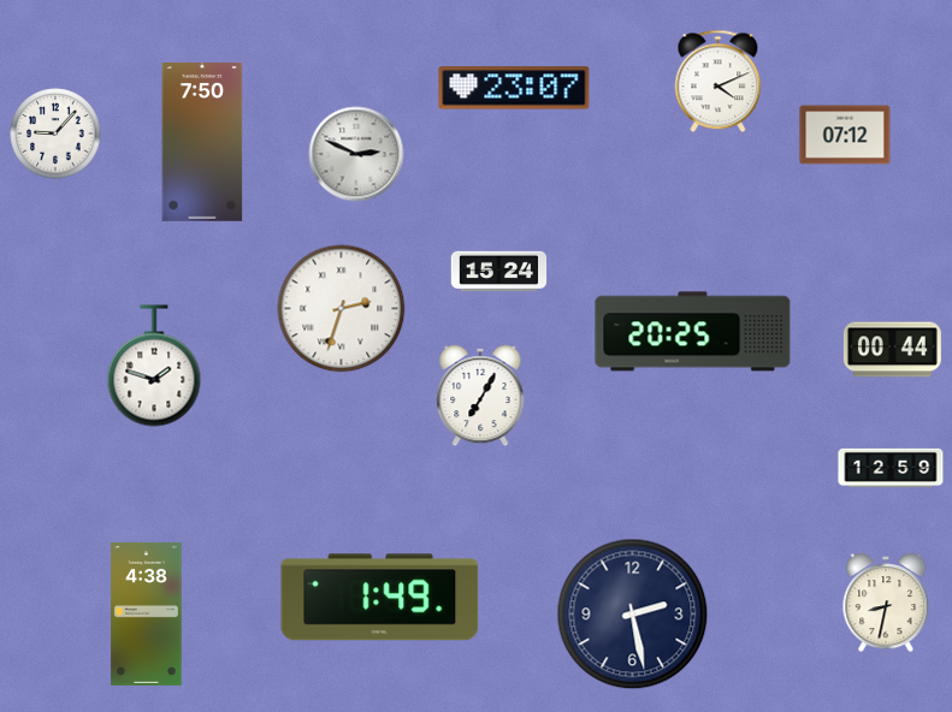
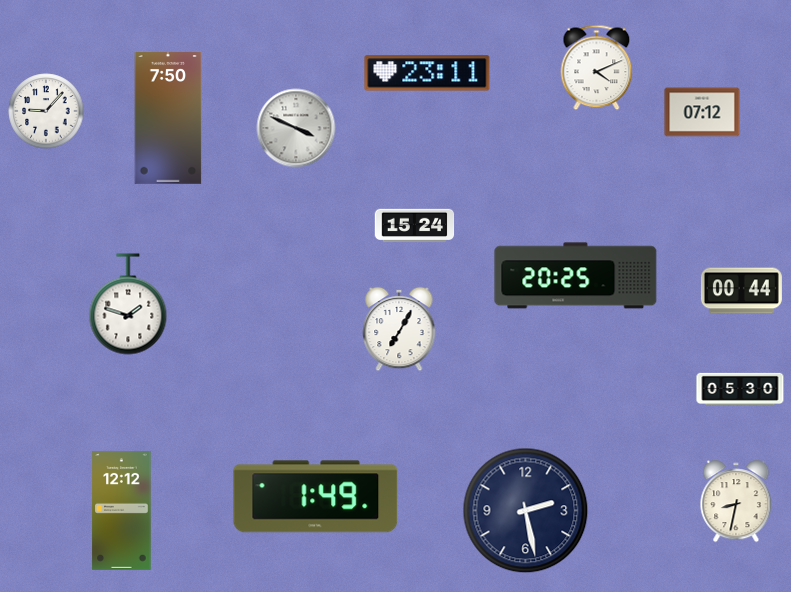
clock at (514, 88): 23:07 -> 23:11
clock at (356, 154): 2:49 -> 3:49
clock at (342, 309): 2:33 -> none
clock at (891, 468): 12:59 -> 05:30
clock at (147, 613): 4:38 -> 12:12
